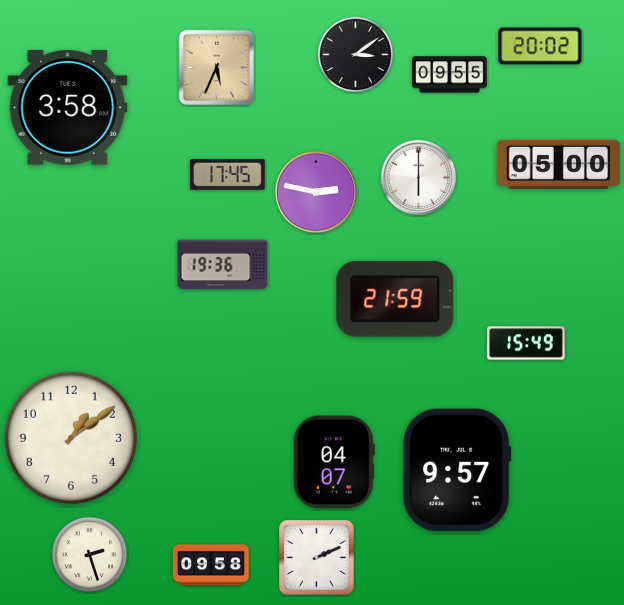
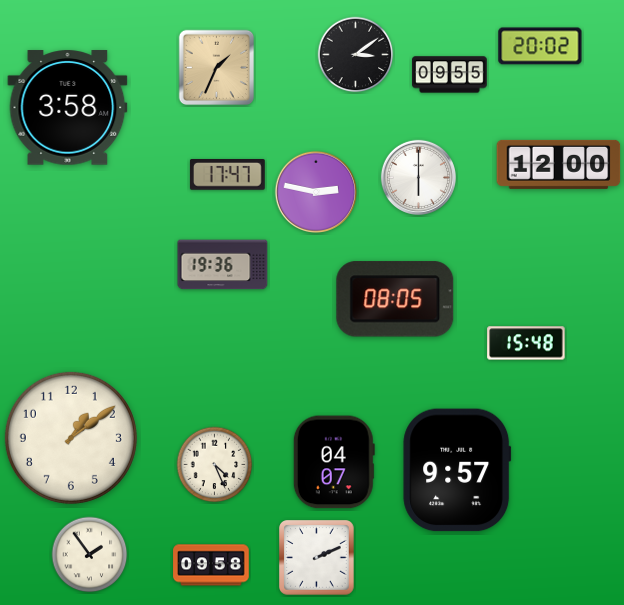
clock at (217, 68): 5:34 -> 1:34
clock at (559, 164): 05:00 -> 12:00
clock at (228, 175): 17:45 -> 17:47
clock at (395, 299): 21:59 -> 08:05
clock at (526, 343): 15:49 -> 15:48
clock at (215, 465): none -> 4:26
clock at (90, 555): 2:27 -> 1:54
